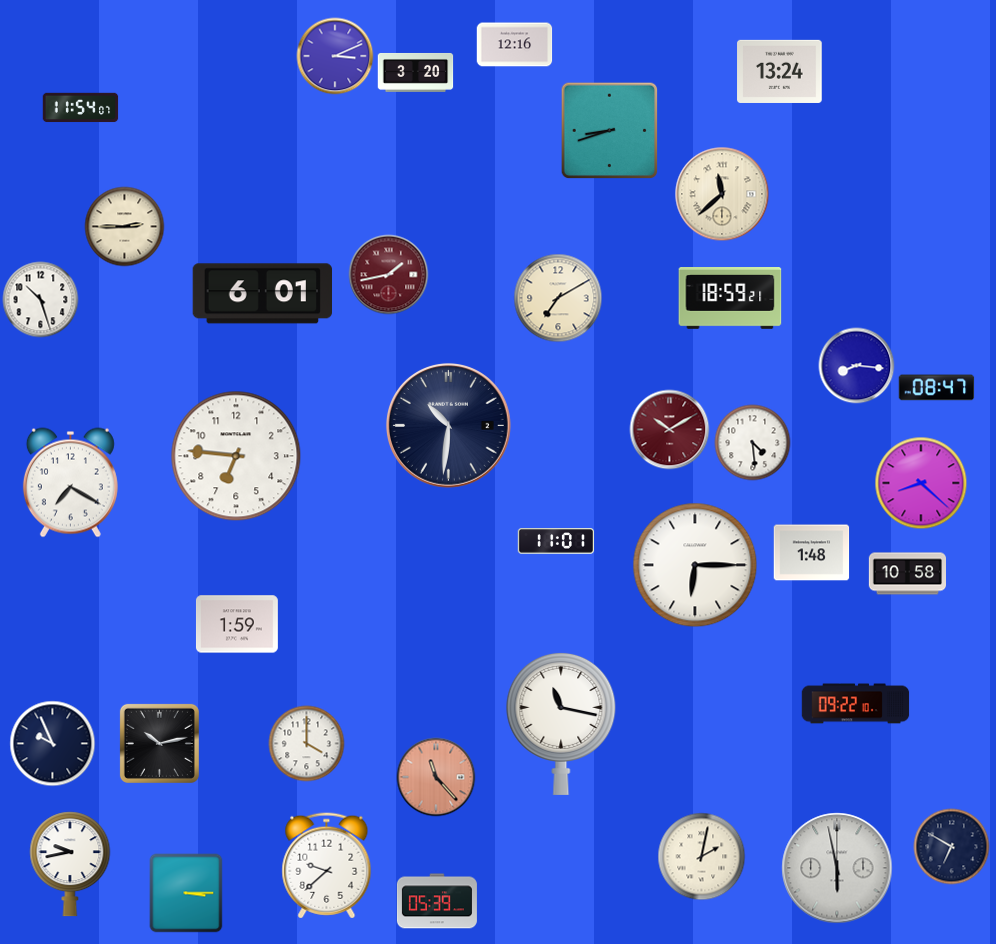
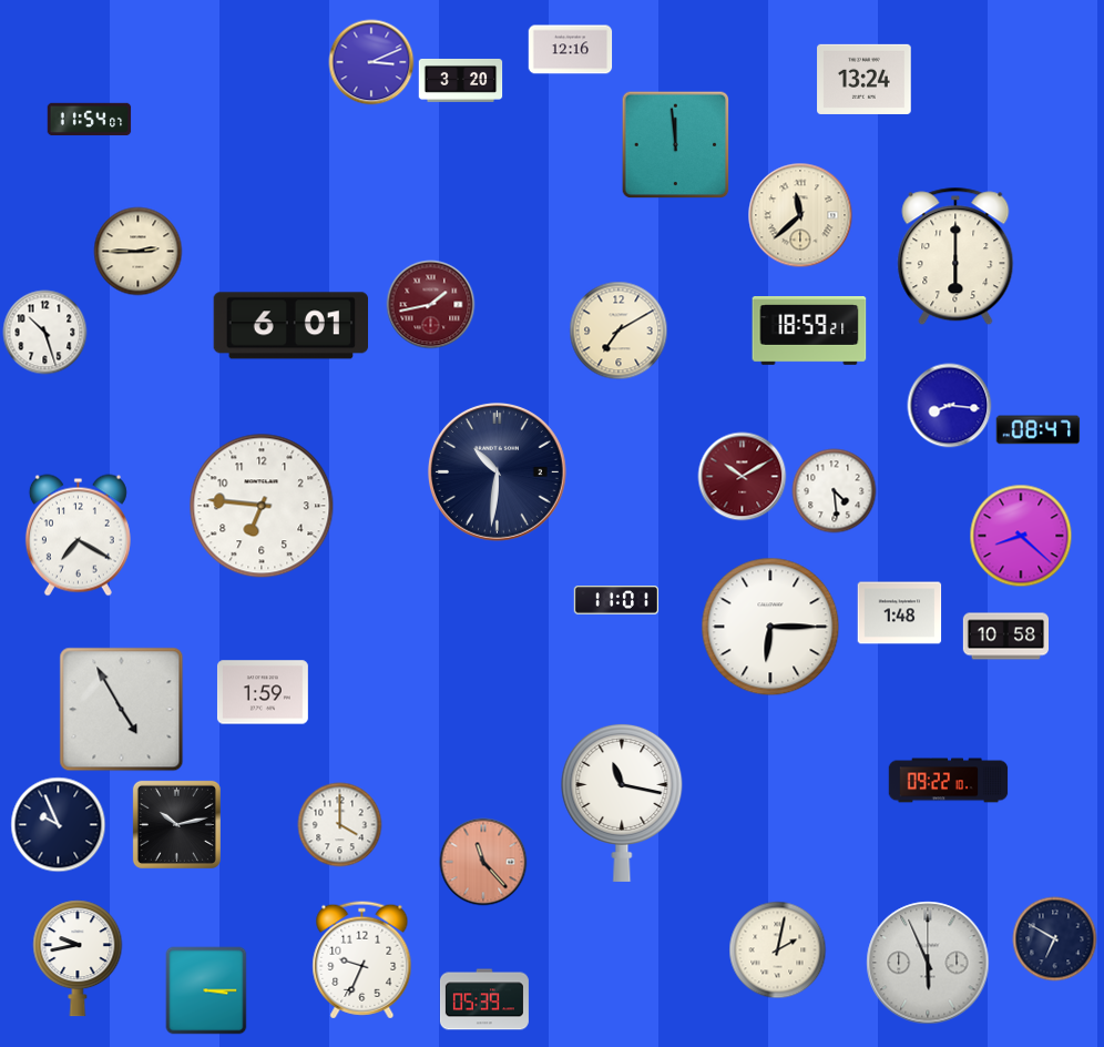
clock at (610, 131): 8:42 -> 11:59
clock at (955, 256): none -> 6:00
clock at (122, 710): none -> 4:55
clock at (327, 866): 9:38 -> 9:34
clock at (837, 868): 5:58 -> 5:56
